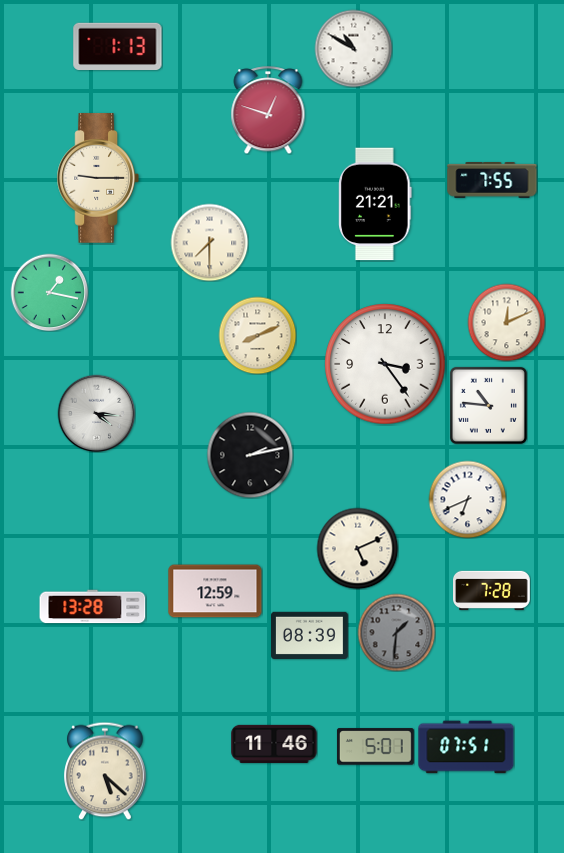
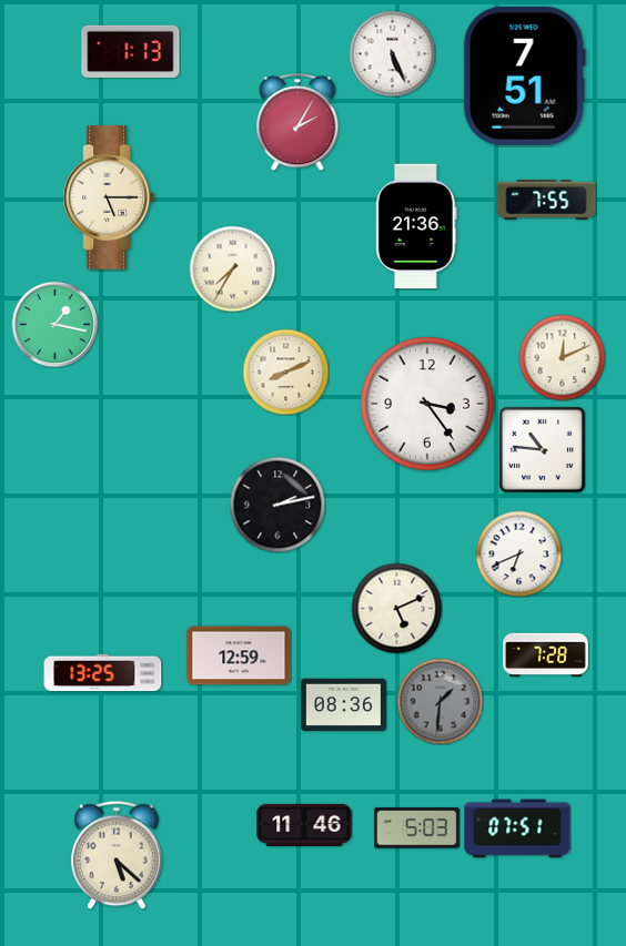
clock at (353, 48): 10:50 -> 5:26
clock at (524, 75): none -> 7:51
clock at (268, 110): 12:48 -> 2:05
clock at (97, 178): 9:15 -> 5:15
clock at (376, 204): 21:21 -> 21:36
clock at (209, 242): 7:30 -> 7:35
clock at (96, 413): 4:16 -> none
clock at (93, 607): 13:28 -> 13:25
clock at (310, 635): 08:39 -> 08:36
clock at (375, 747): 5:01 -> 5:03
